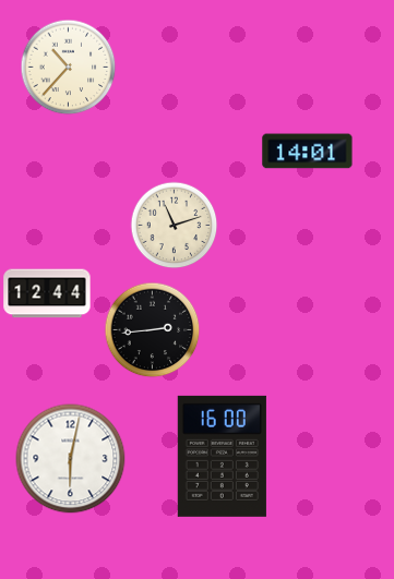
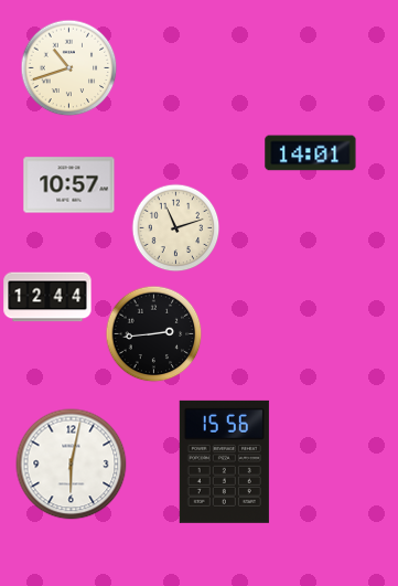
clock at (68, 67): 10:37 -> 10:42
clock at (69, 185): none -> 10:57
clock at (222, 456): 16:00 -> 15:56
